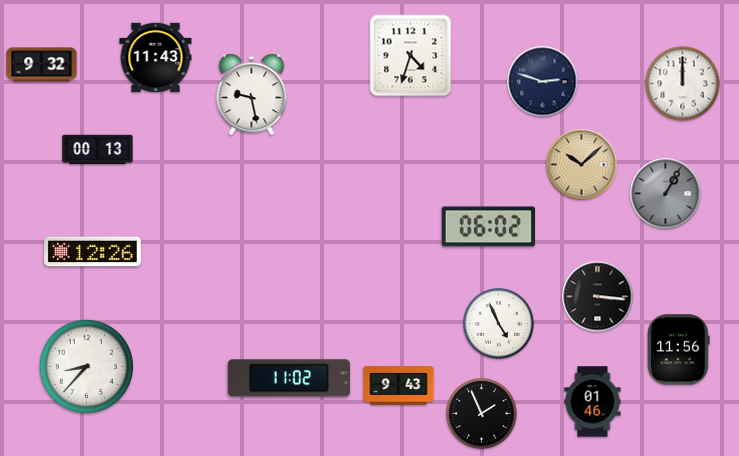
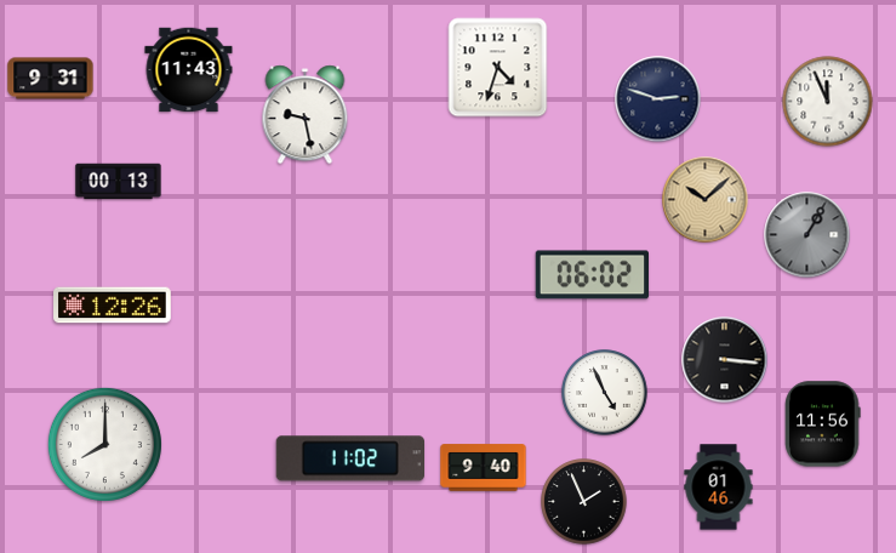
clock at (42, 65): 9:32 -> 9:31
clock at (683, 84): 12:00 -> 11:56
clock at (86, 366): 8:37 -> 8:00
clock at (399, 386): 9:43 -> 9:40
